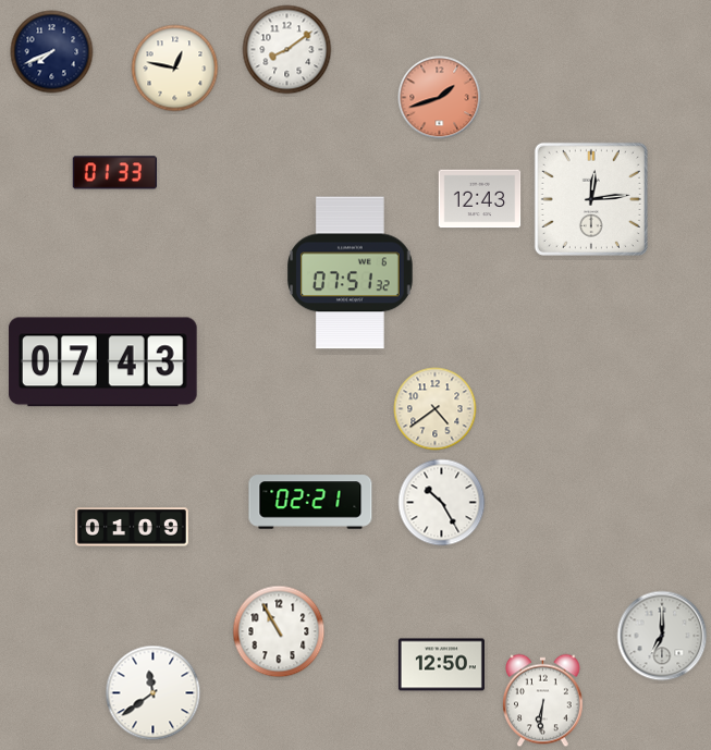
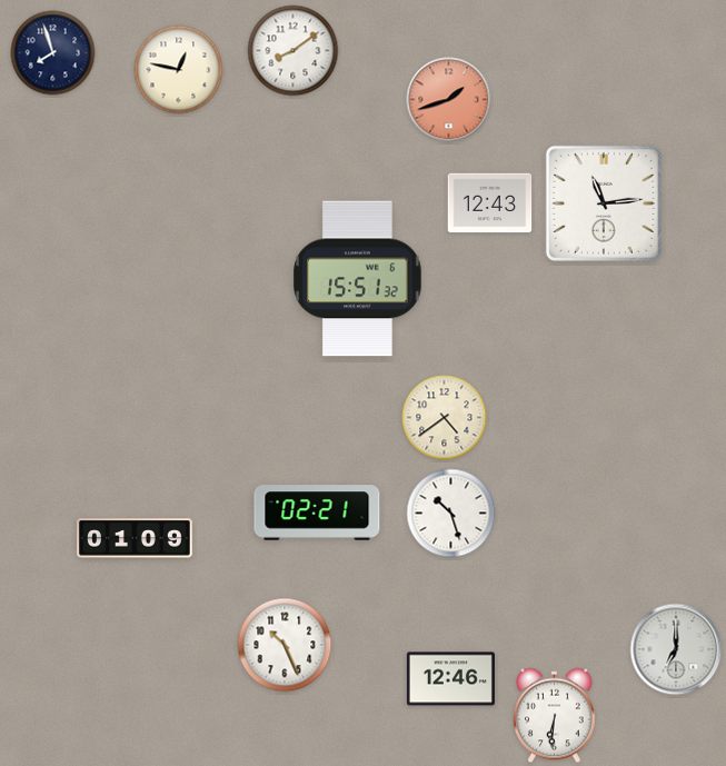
clock at (52, 52): 7:41 -> 7:57
clock at (114, 173): 01:33 -> none
clock at (591, 199): 12:14 -> 11:14
clock at (351, 273): 07:51 -> 15:51
clock at (102, 362): 07:43 -> none
clock at (442, 503): 10:25 -> 10:27
clock at (279, 631): 10:55 -> 10:26
clock at (441, 665): 12:50 -> 12:46
clock at (154, 693): 11:39 -> none
